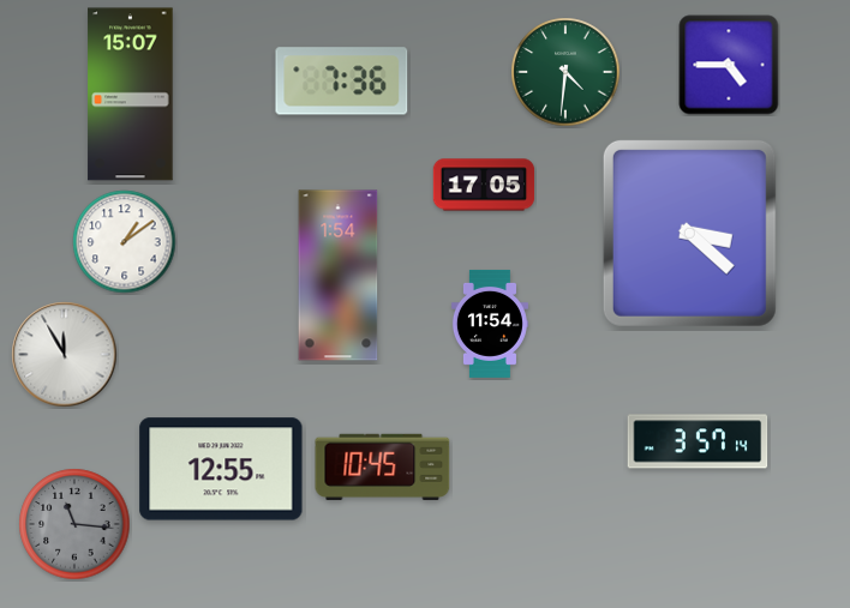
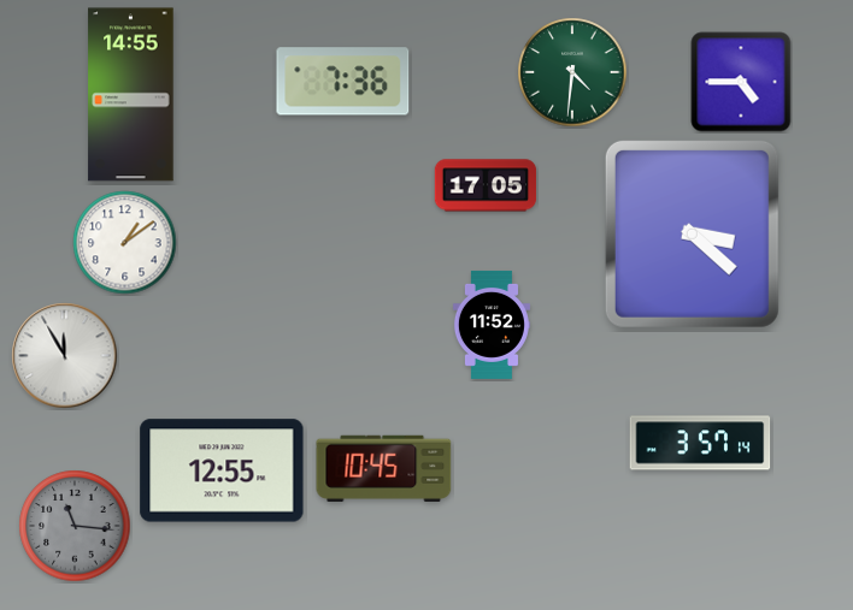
clock at (729, 65) position: (729, 65) -> (741, 82)
clock at (565, 72) position: (565, 72) -> (572, 72)
clock at (131, 95): 15:07 -> 14:55
clock at (339, 276): 1:54 -> none
clock at (490, 324): 11:54 -> 11:52
